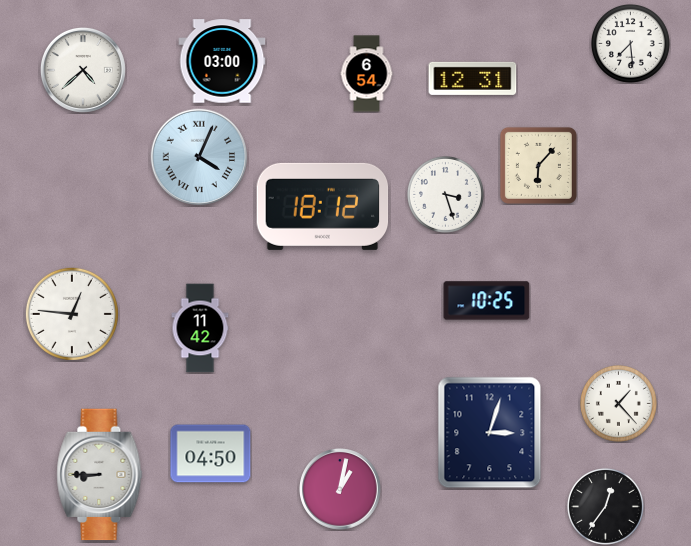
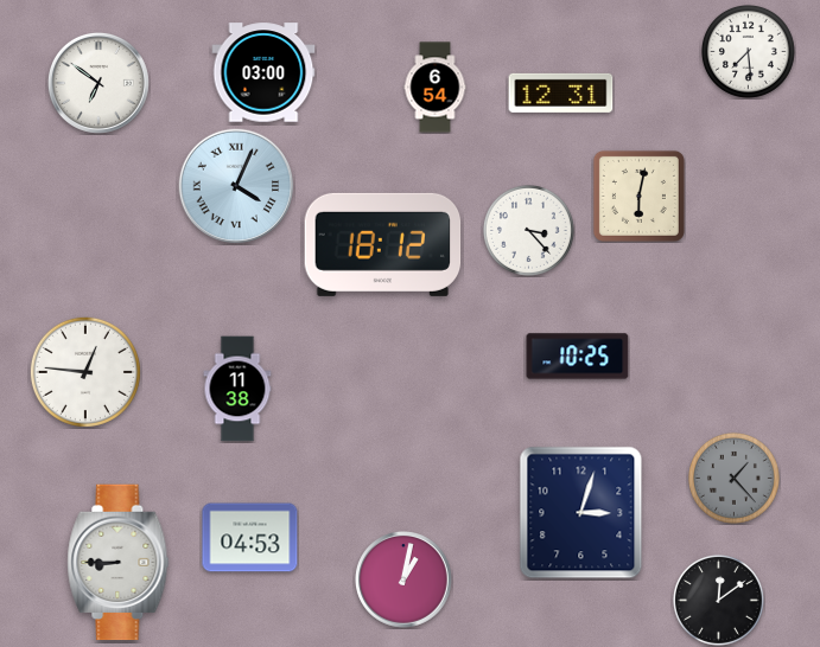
clock at (83, 70): 4:38 -> 6:51
clock at (538, 165): 6:07 -> 6:02
clock at (445, 194): 3:27 -> 3:23
clock at (200, 328): 11:42 -> 11:38
clock at (618, 403) dial: white -> grey
clock at (211, 454): 04:50 -> 04:53
clock at (605, 506): 12:36 -> 12:09
